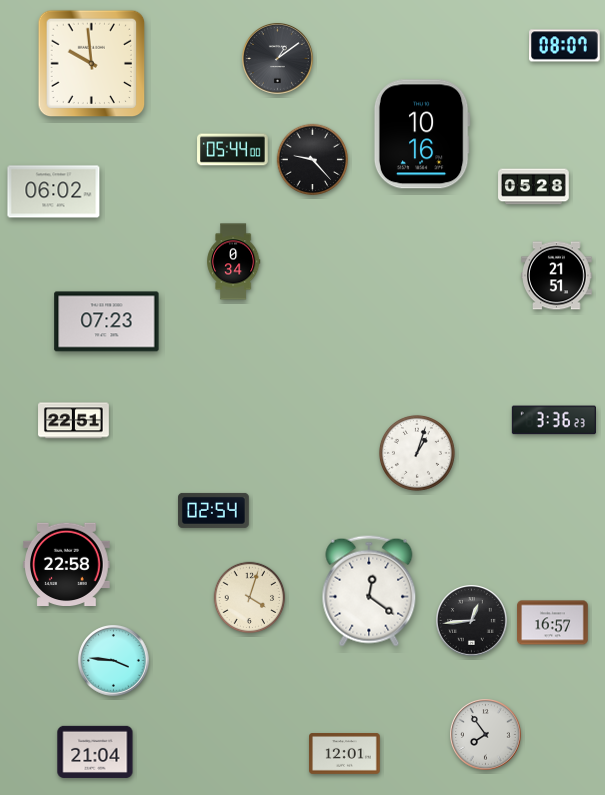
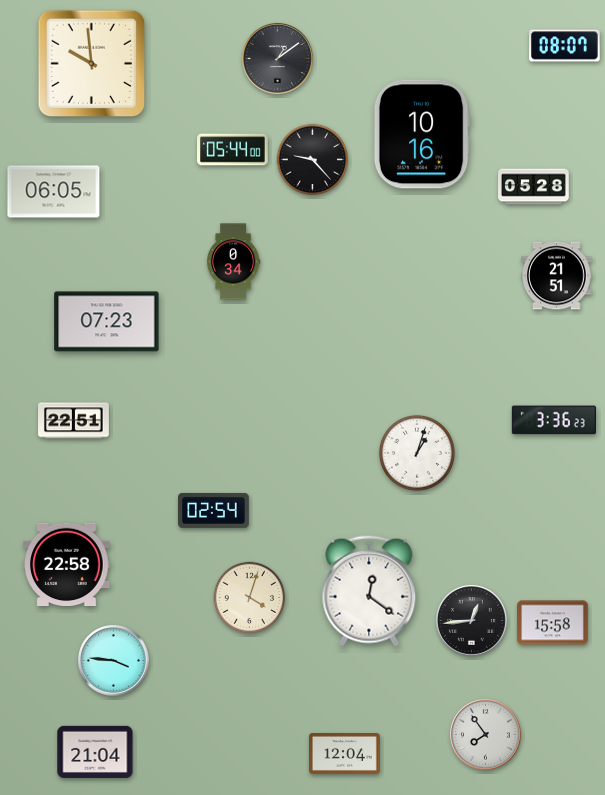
clock at (54, 192): 06:02 -> 06:05
clock at (553, 623): 16:57 -> 15:58
clock at (345, 754): 12:01 -> 12:04
